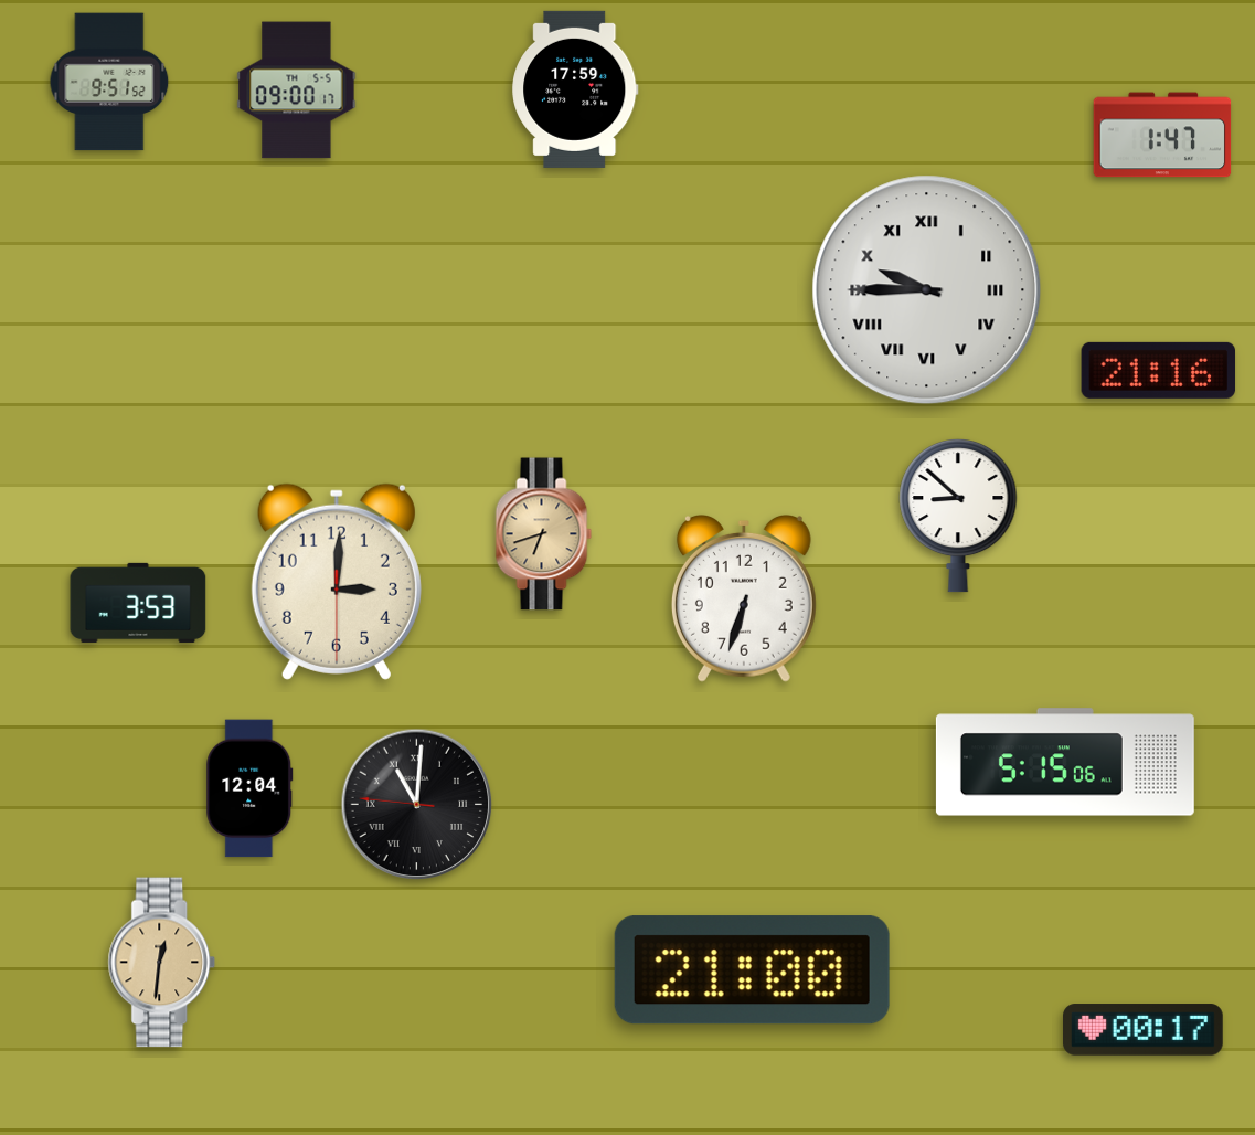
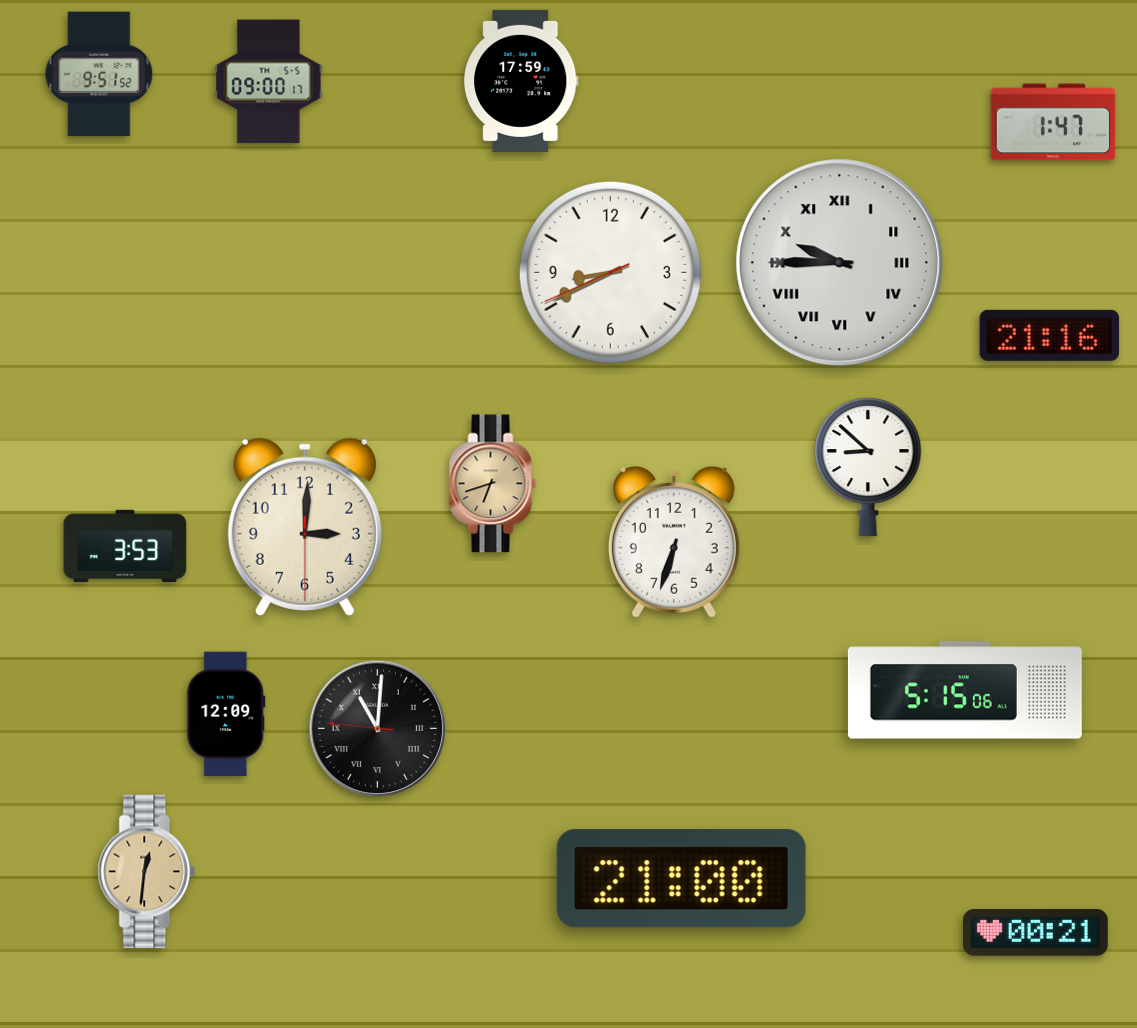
clock at (610, 272): none -> 8:40
clock at (249, 788): 12:04 -> 12:09
clock at (1144, 1030): 00:17 -> 00:21
